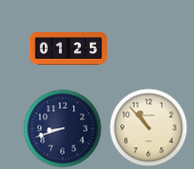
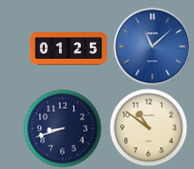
clock at (152, 46): none -> 11:08
clock at (148, 127): 10:53 -> 10:51
